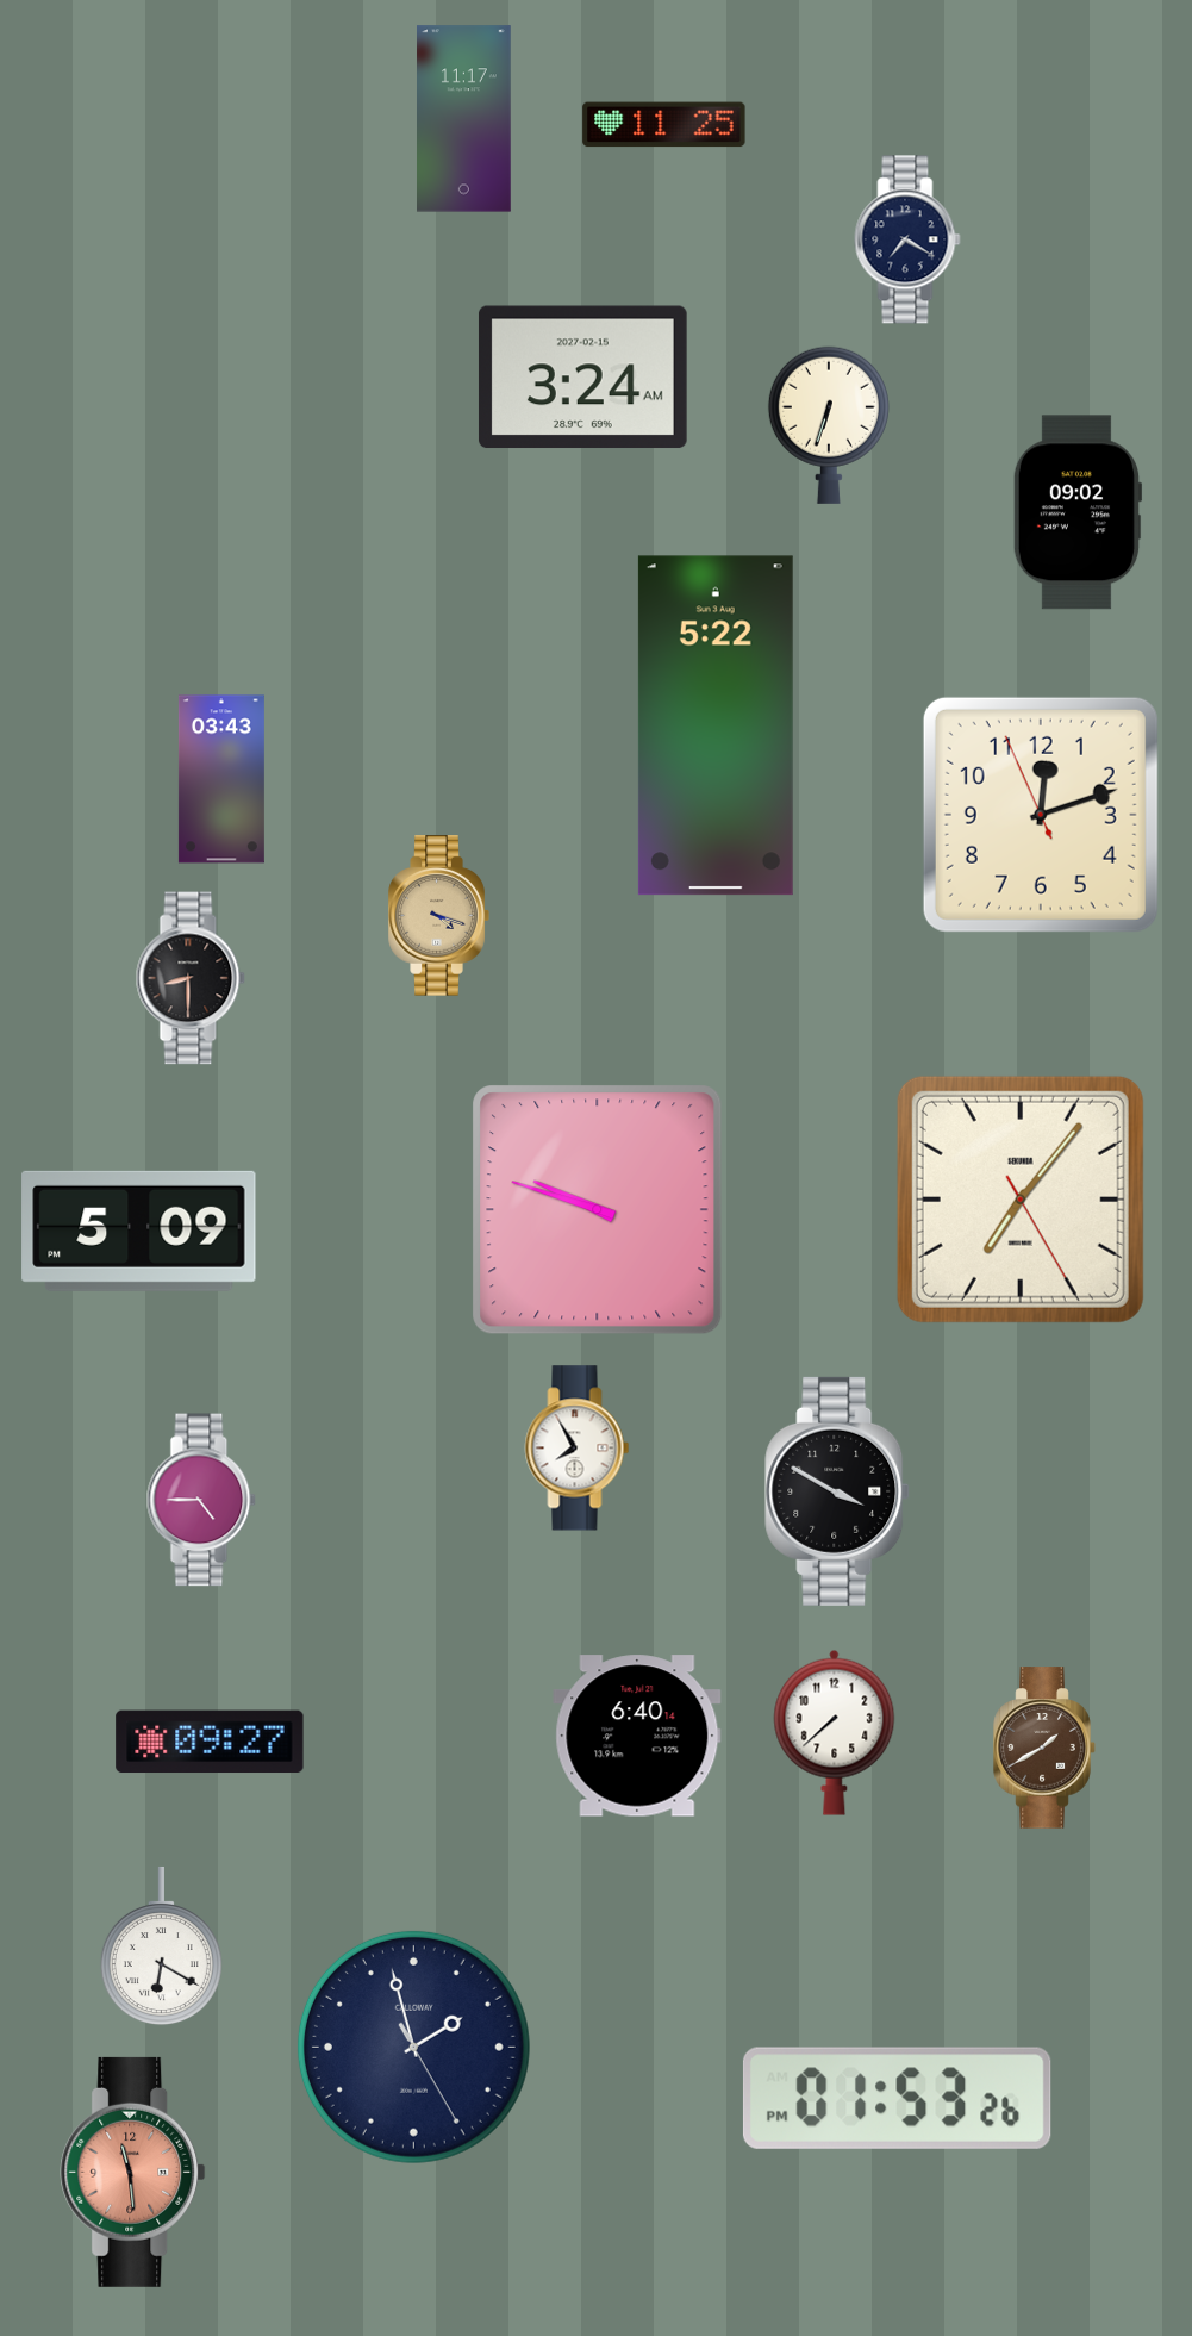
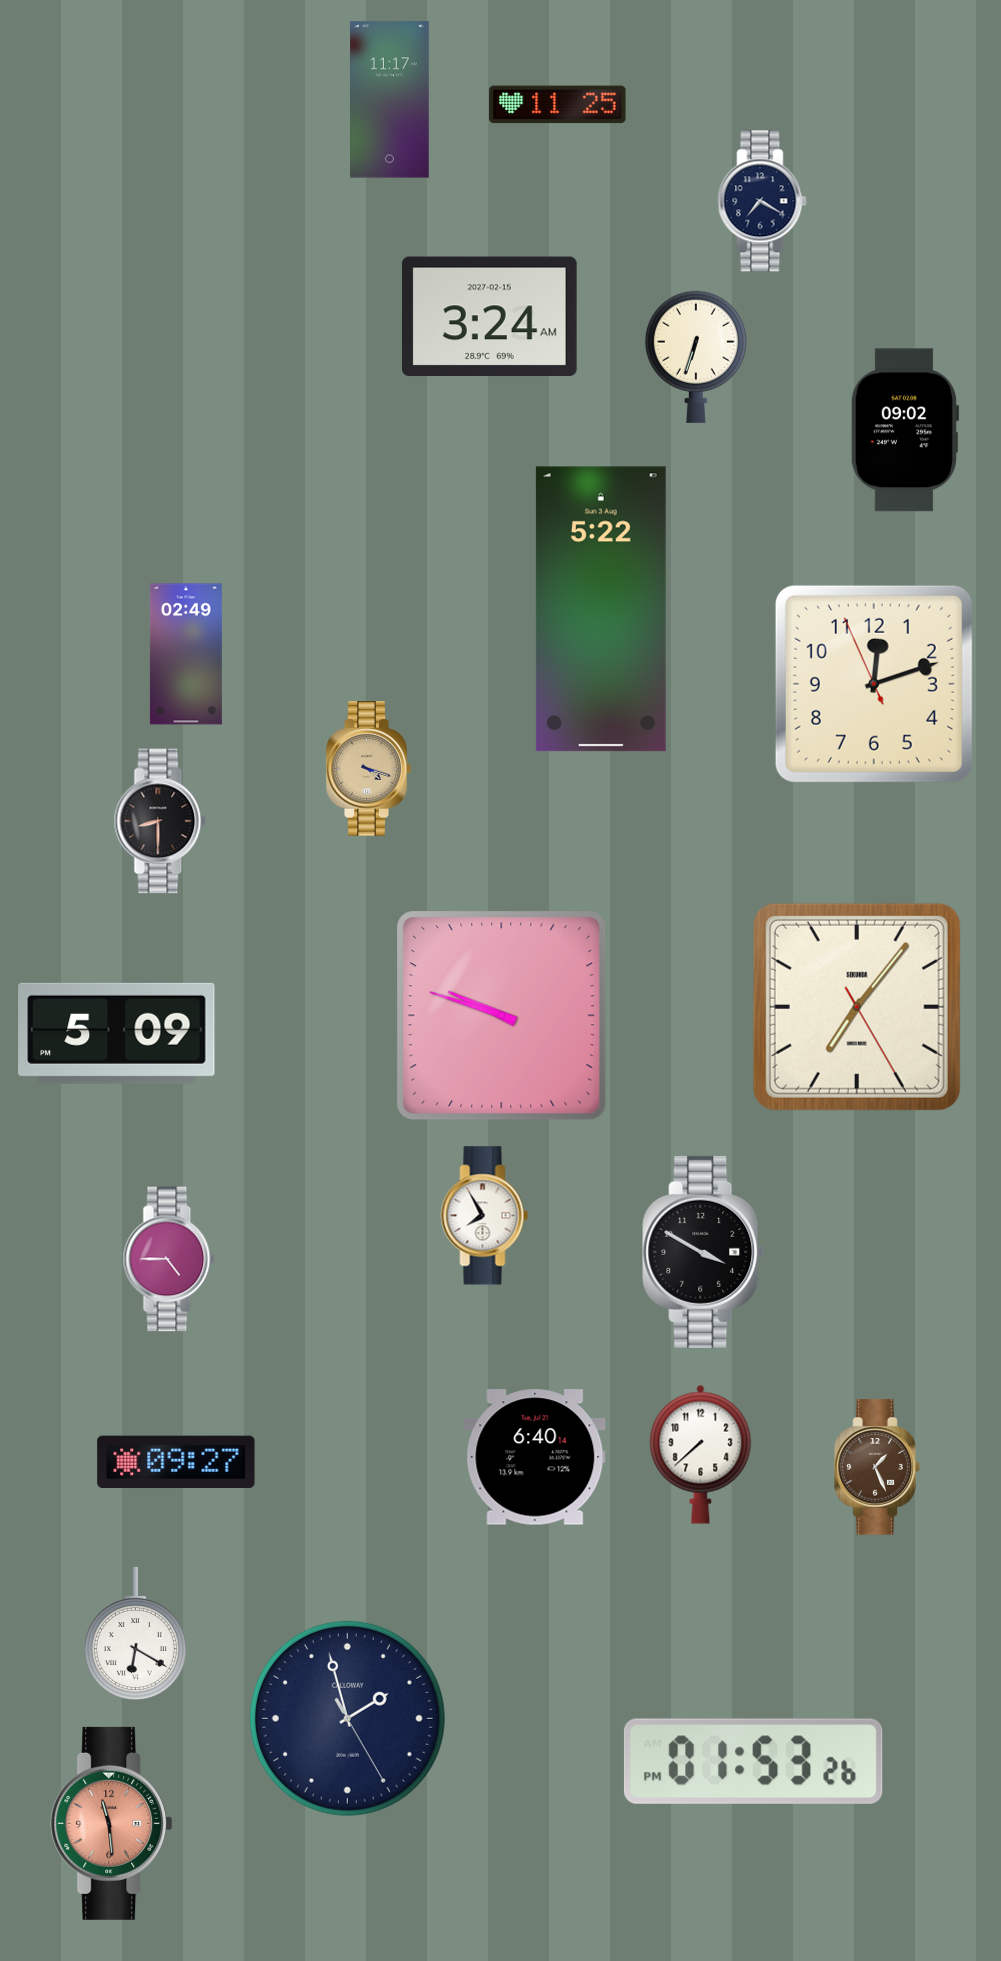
clock at (221, 779): 03:43 -> 02:49
clock at (1044, 1748): 1:40 -> 1:26
